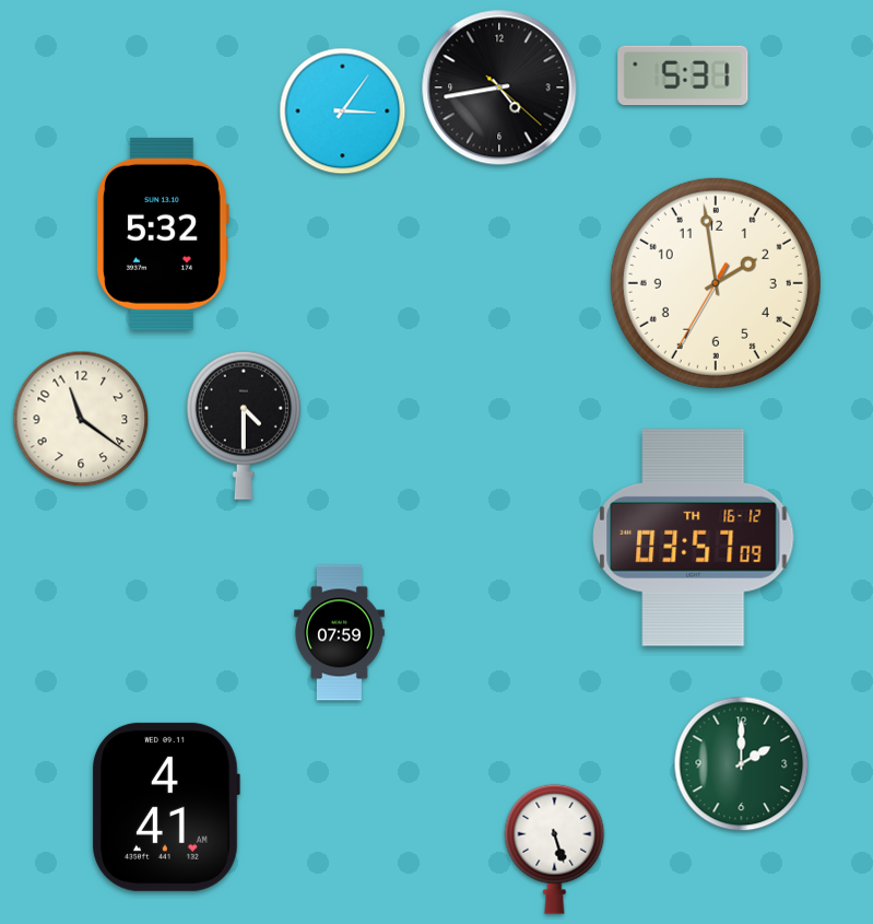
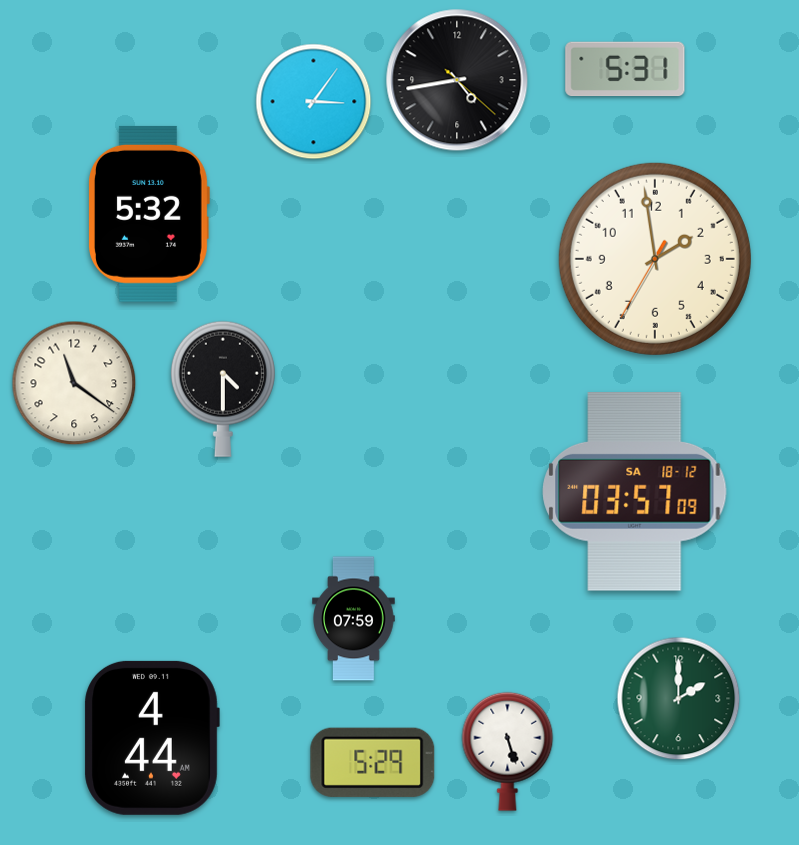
clock at (694, 538) date: TH 16-12 -> SA 18-12
clock at (340, 633) position: (340, 633) -> (354, 619)
clock at (166, 807): 4:41 -> 4:44
clock at (373, 762): none -> 5:29
clock at (555, 849) position: (555, 849) -> (508, 751)
